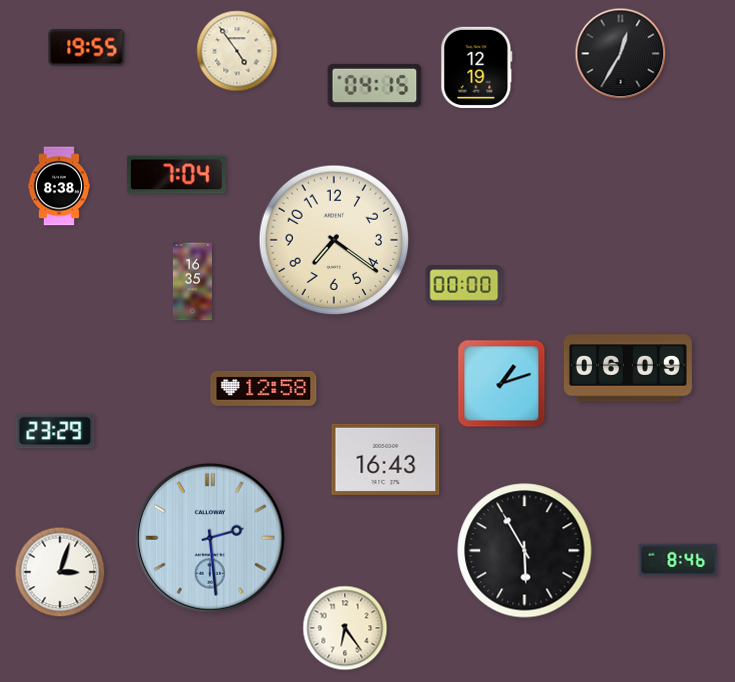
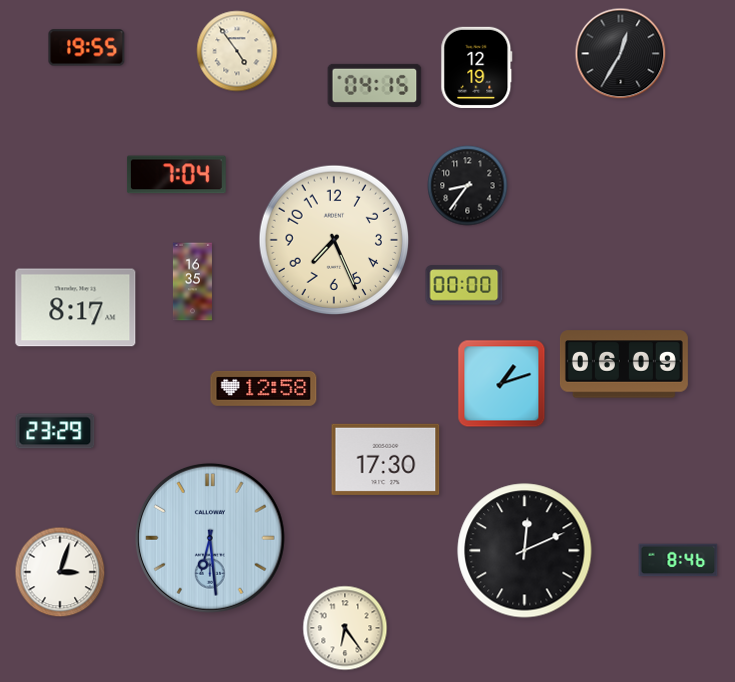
clock at (59, 186): 8:38 -> none
clock at (468, 186): none -> 8:36
clock at (334, 240): 7:21 -> 7:26
clock at (76, 308): none -> 8:17
clock at (628, 368) position: (628, 368) -> (624, 364)
clock at (386, 459): 16:43 -> 17:30
clock at (210, 538): 2:29 -> 6:29
clock at (525, 551): 5:55 -> 12:11
